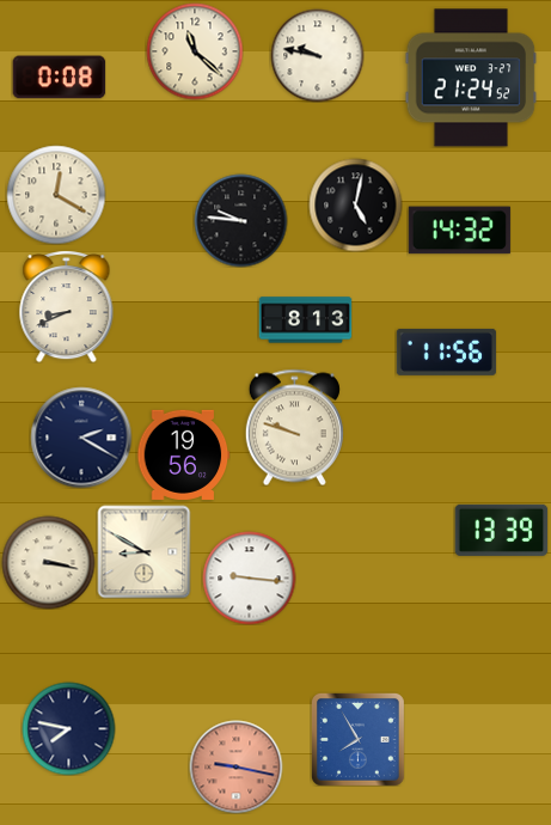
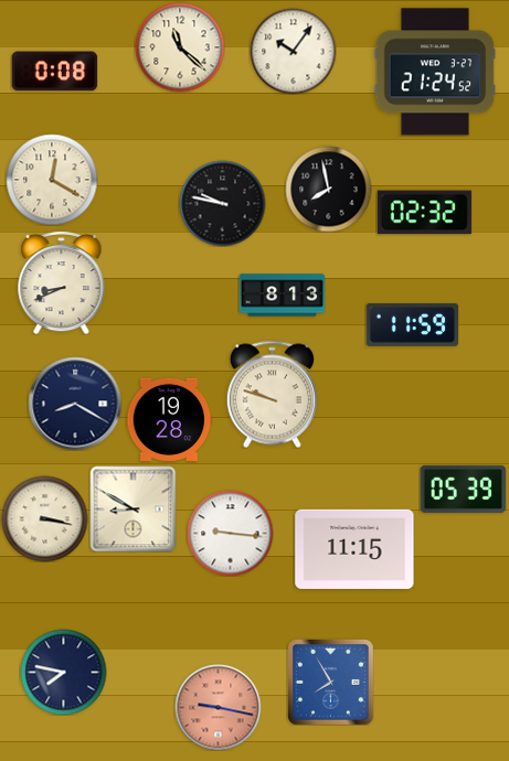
clock at (317, 55): 9:47 -> 10:06
clock at (355, 204): 5:02 -> 7:58
clock at (240, 220): 9:46 -> 9:47
clock at (459, 231): 14:32 -> 02:32
clock at (446, 352): 11:56 -> 11:59
clock at (81, 438): 2:20 -> 8:20
clock at (183, 454): 19:56 -> 19:28
clock at (501, 530): 13:39 -> 05:39
clock at (354, 549): none -> 11:15
